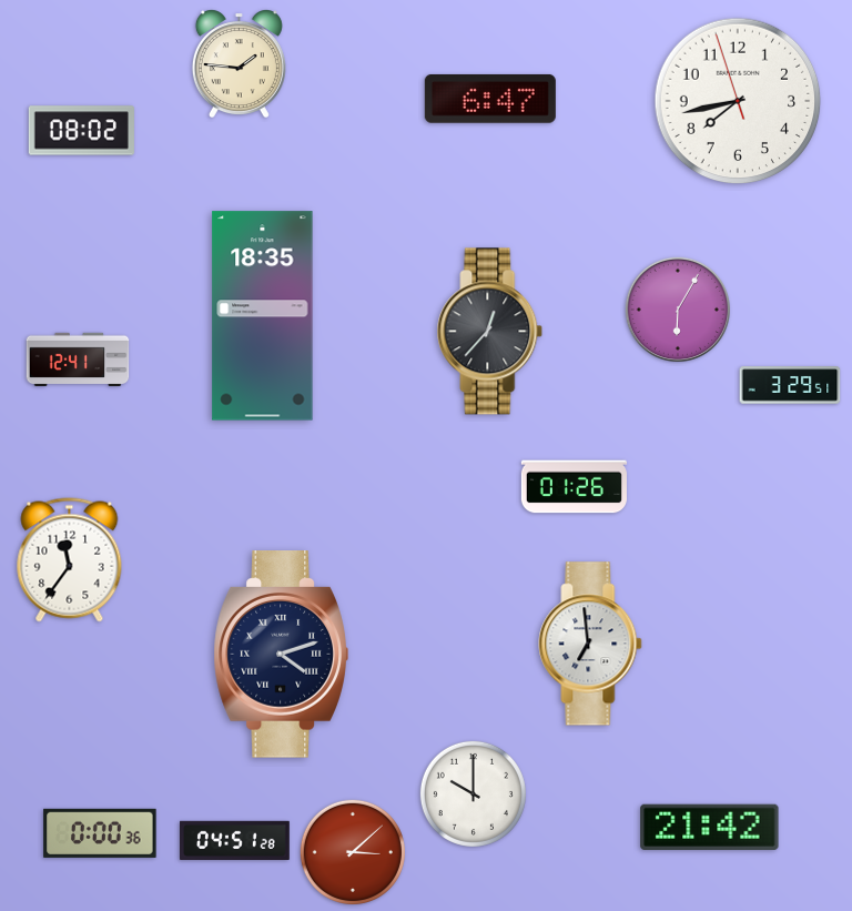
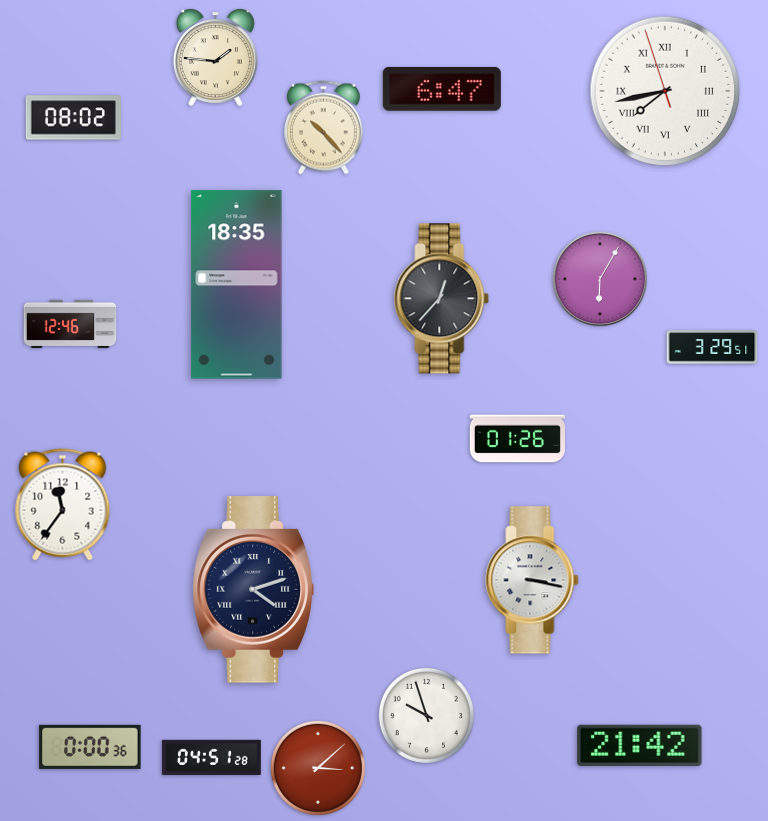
clock at (738, 101) numerals: Arabic -> Roman
clock at (323, 128): none -> 10:23
clock at (677, 308) position: (677, 308) -> (599, 278)
clock at (78, 360): 12:41 -> 12:46
clock at (590, 644): 6:59 -> 3:17
clock at (473, 793): 10:00 -> 9:57
clock at (100, 833) position: (100, 833) -> (90, 747)
